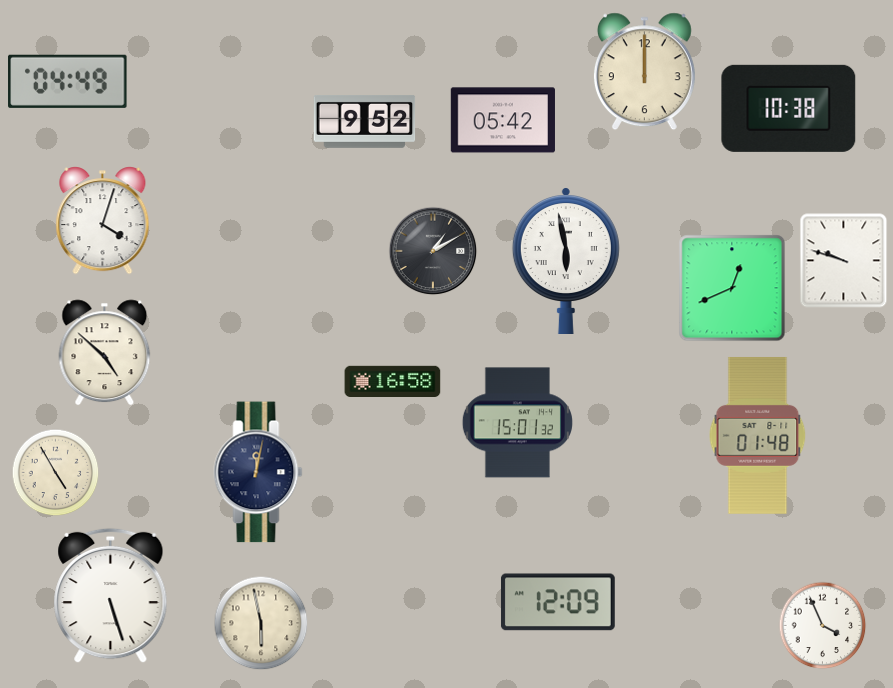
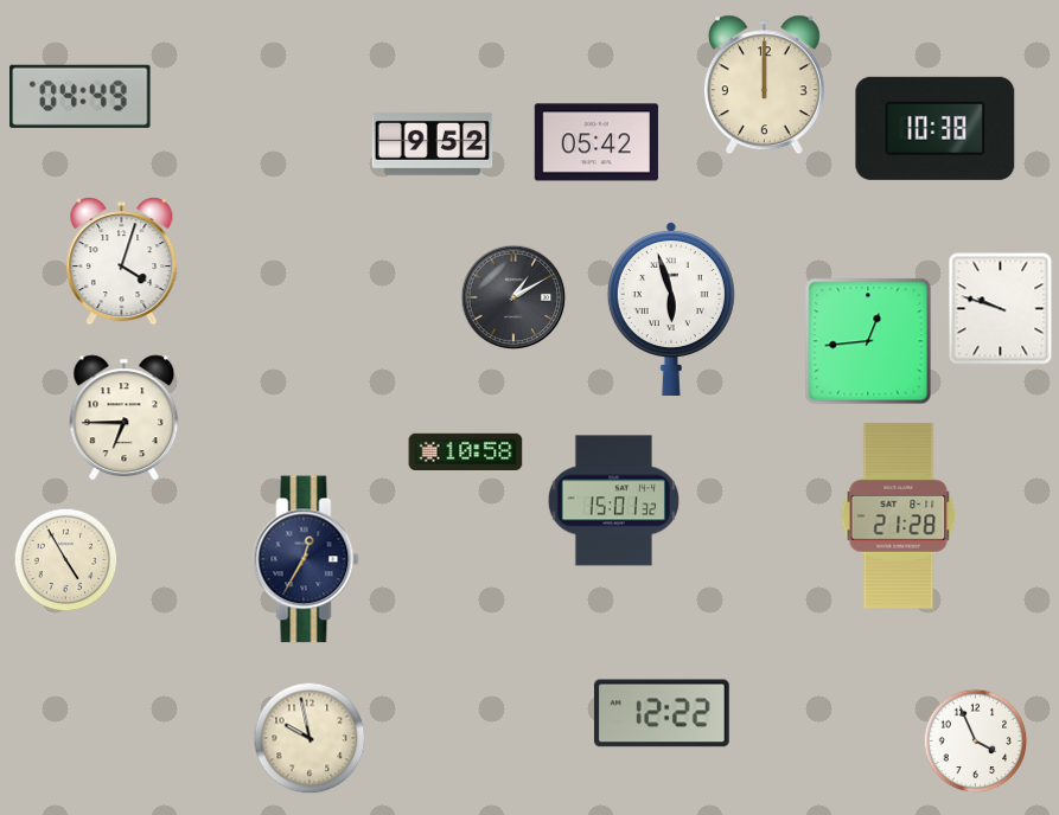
clock at (566, 261): 5:58 -> 5:57
clock at (732, 288): 12:41 -> 12:44
clock at (105, 353): 4:52 -> 6:45
clock at (393, 382): 16:58 -> 10:58
clock at (758, 435): 01:48 -> 21:28
clock at (258, 472): 12:02 -> 12:35
clock at (111, 596): 5:27 -> none
clock at (558, 602): 12:09 -> 12:22
clock at (261, 623): 5:58 -> 9:58
